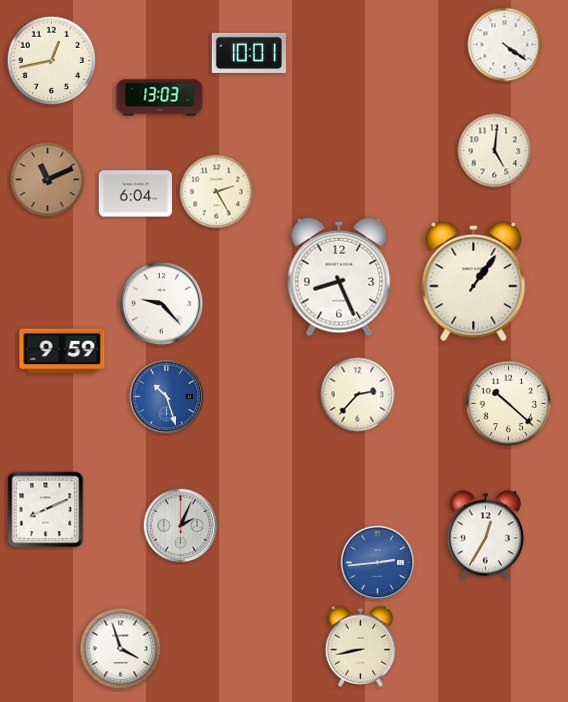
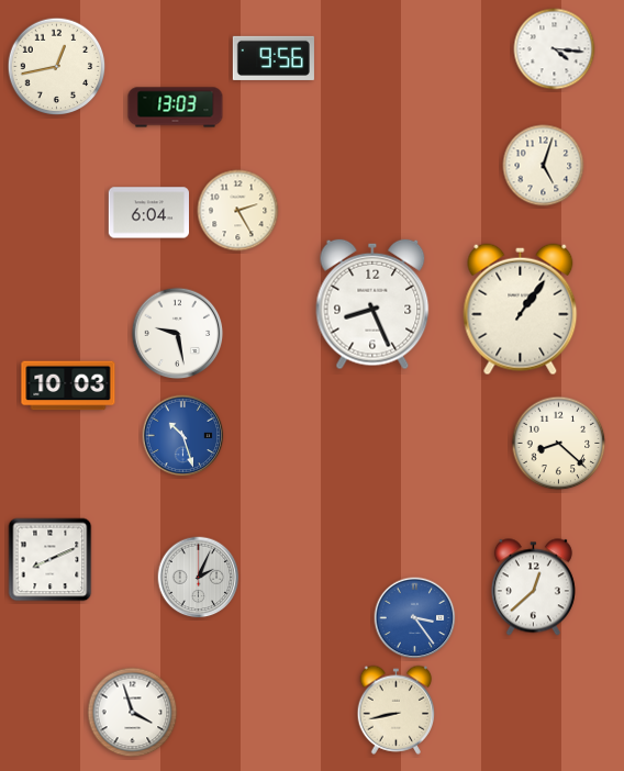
clock at (505, 45): 4:21 -> 4:16
clock at (249, 53): 10:01 -> 9:56
clock at (495, 151): 5:01 -> 5:03
clock at (48, 180): 11:11 -> none
clock at (162, 304): 9:23 -> 9:28
clock at (62, 351): 9:59 -> 10:03
clock at (358, 395): 2:37 -> none
clock at (509, 404): 10:22 -> 8:22
clock at (485, 535): 12:35 -> 12:38
clock at (378, 563): 2:44 -> 3:24
